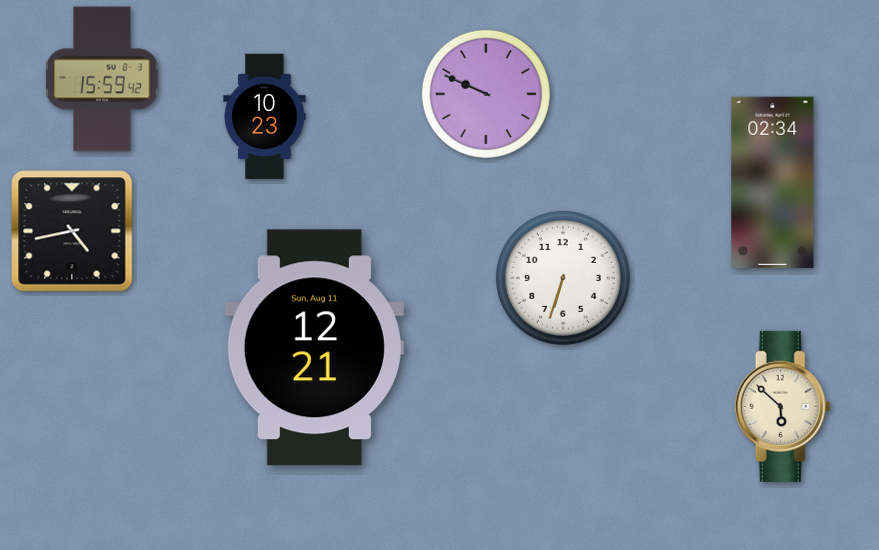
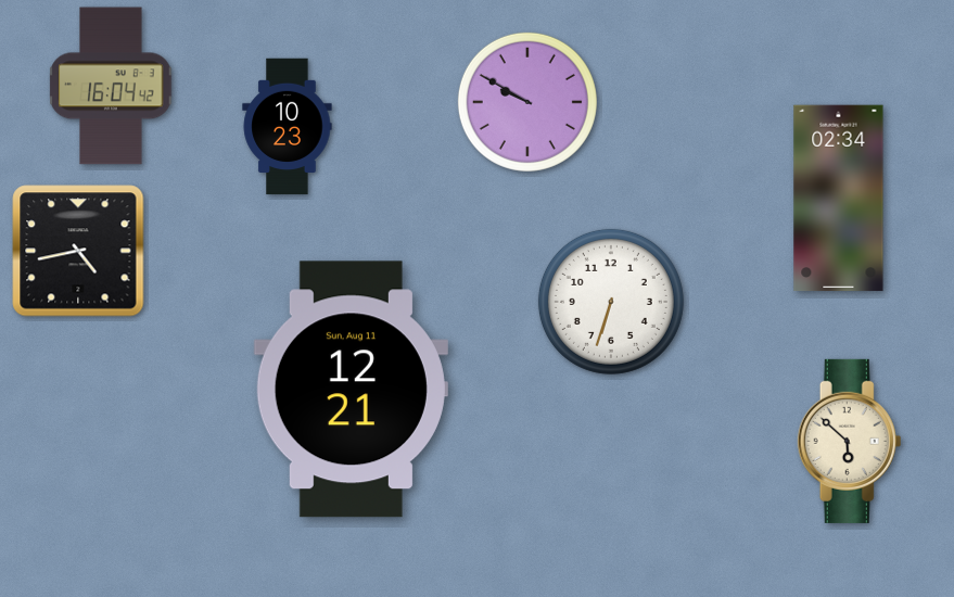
clock at (102, 79): 15:59 -> 16:04
clock at (486, 94): 9:49 -> 9:50
clock at (314, 348) position: (314, 348) -> (351, 390)
